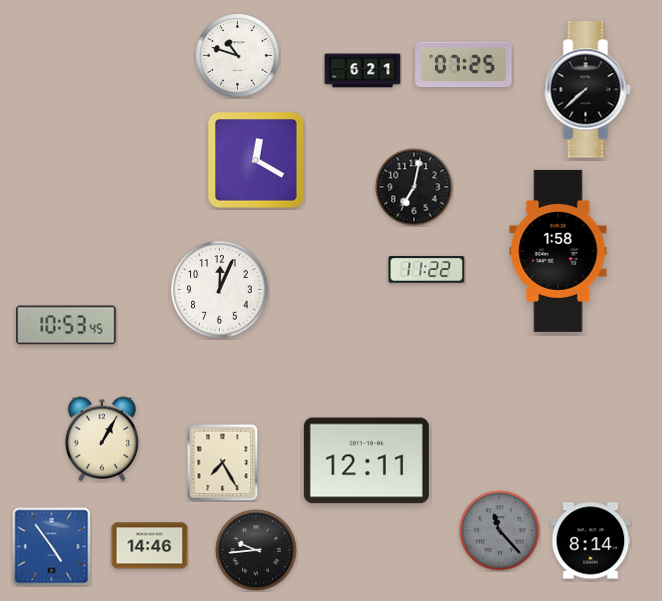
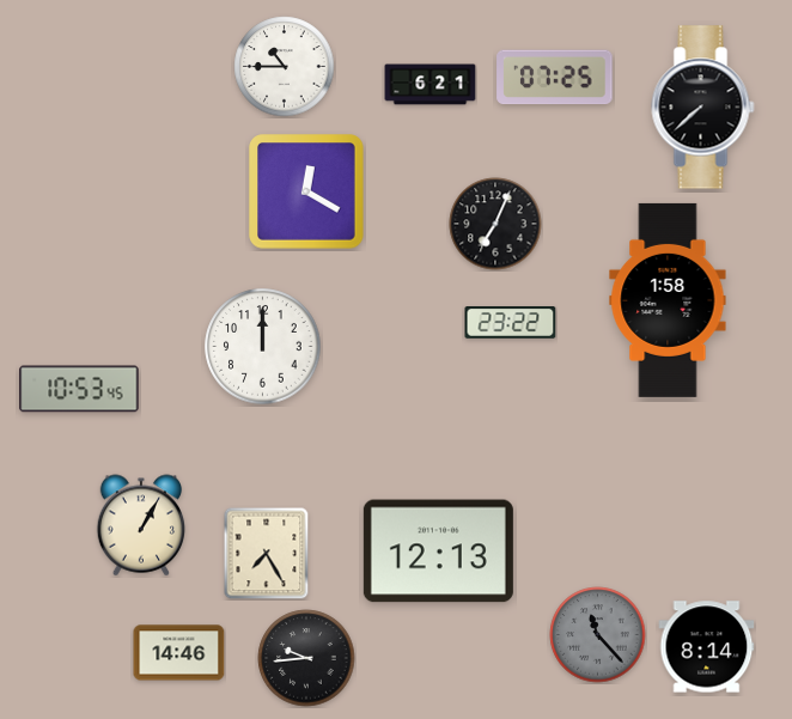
clock at (238, 56): 10:48 -> 10:45
clock at (363, 71) position: (363, 71) -> (431, 85)
clock at (414, 187): 7:02 -> 7:04
clock at (427, 270): 11:22 -> 23:22
clock at (220, 290): 12:04 -> 12:00
clock at (102, 439) position: (102, 439) -> (141, 525)
clock at (366, 461): 12:11 -> 12:13
clock at (52, 547): 4:54 -> none
